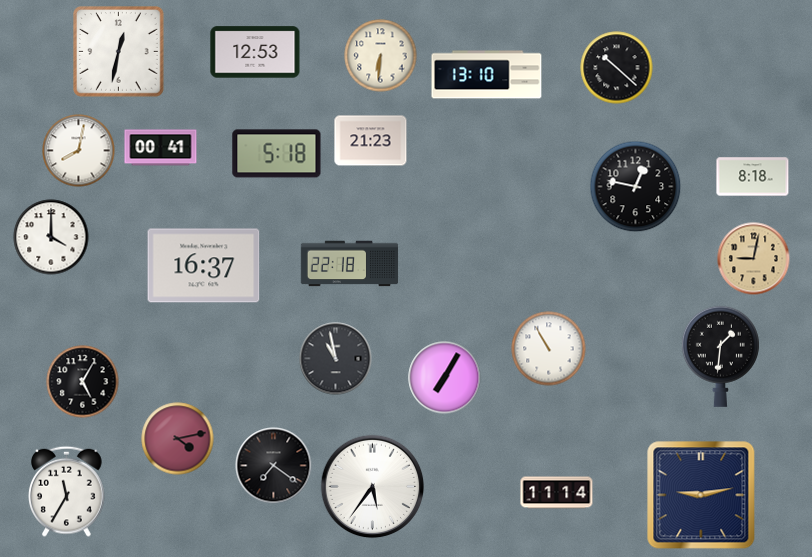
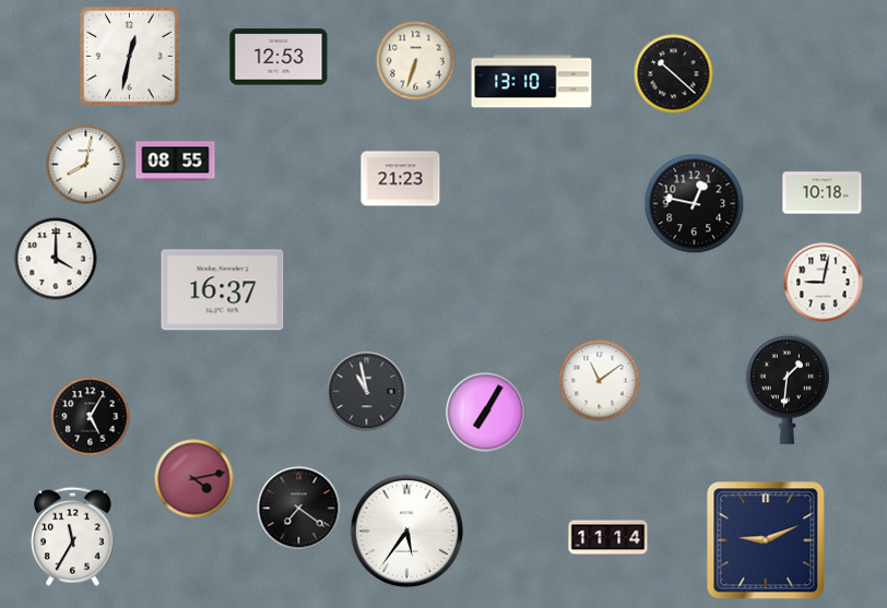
clock at (381, 56): 6:31 -> 6:33
clock at (371, 141) position: (371, 141) -> (401, 179)
clock at (161, 148): 00:41 -> 08:55
clock at (277, 154): 5:18 -> none
clock at (753, 177): 8:18 -> 10:18
clock at (754, 259) dial: champagne -> white
clock at (350, 264): 22:18 -> none
clock at (549, 349): 10:55 -> 11:09
clock at (701, 495): 9:13 -> 9:11
